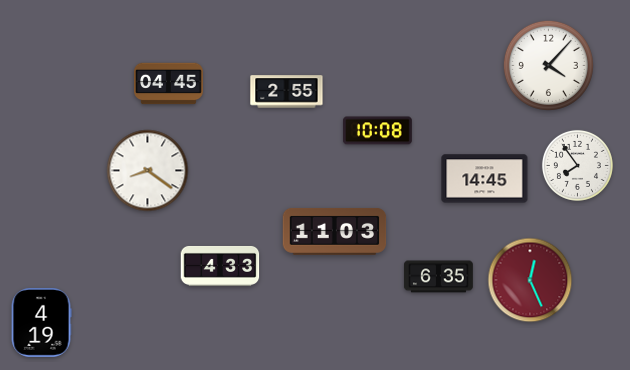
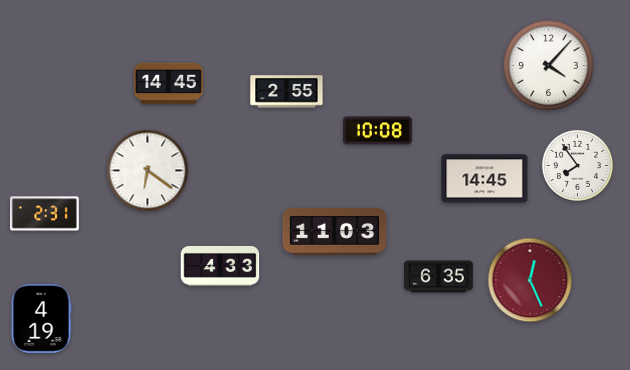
clock at (169, 84): 04:45 -> 14:45
clock at (148, 171): 8:21 -> 6:21
clock at (44, 214): none -> 2:31
clock at (41, 322) position: (41, 322) -> (41, 318)
